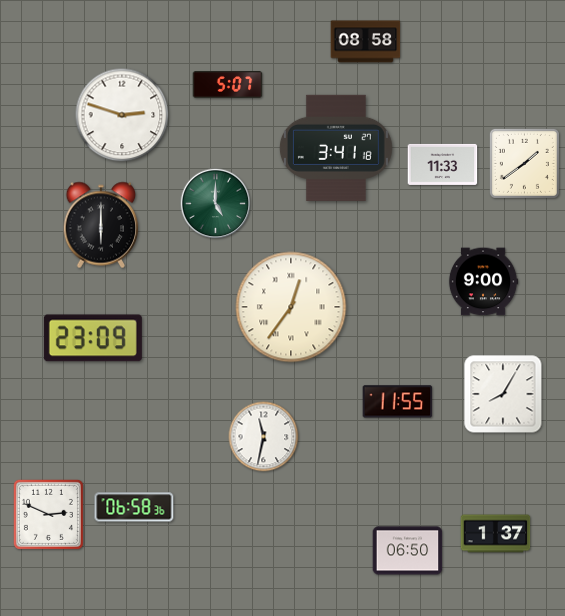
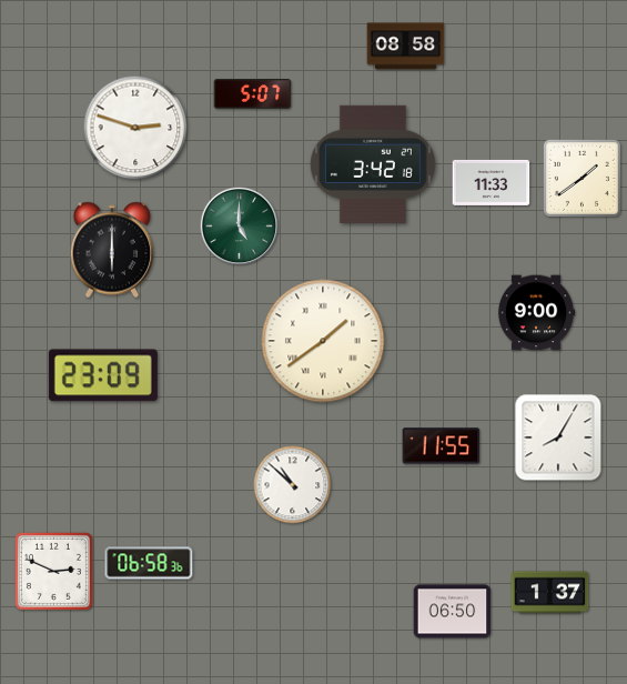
clock at (336, 148): 3:41 -> 3:42
clock at (524, 163) position: (524, 163) -> (582, 178)
clock at (291, 307): 12:36 -> 1:39
clock at (264, 437): 11:32 -> 10:52
